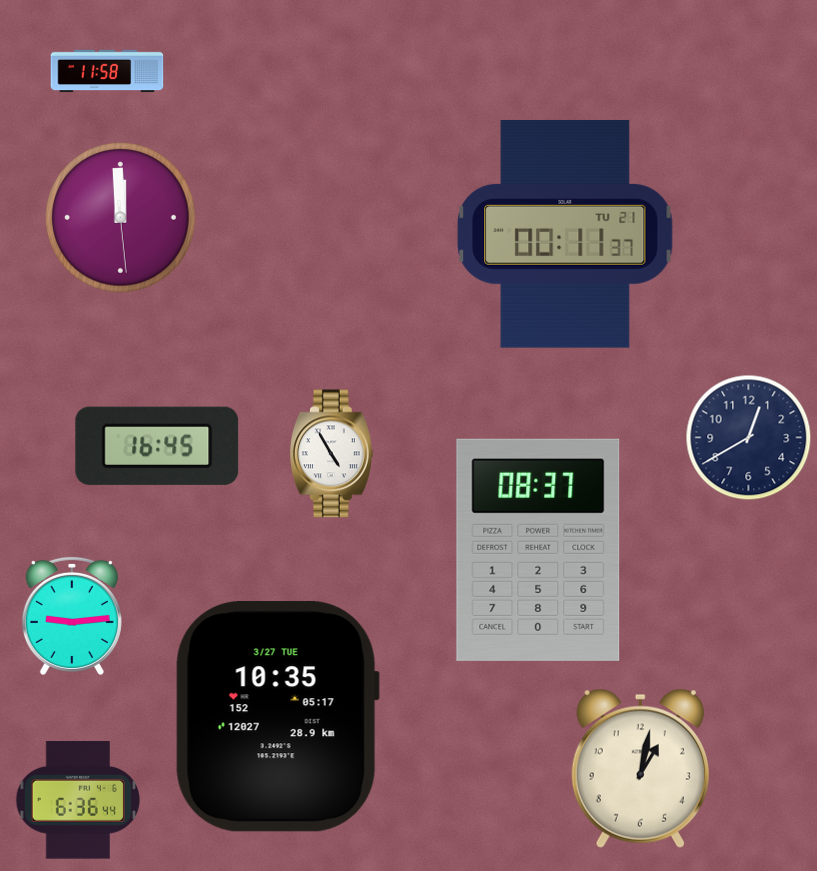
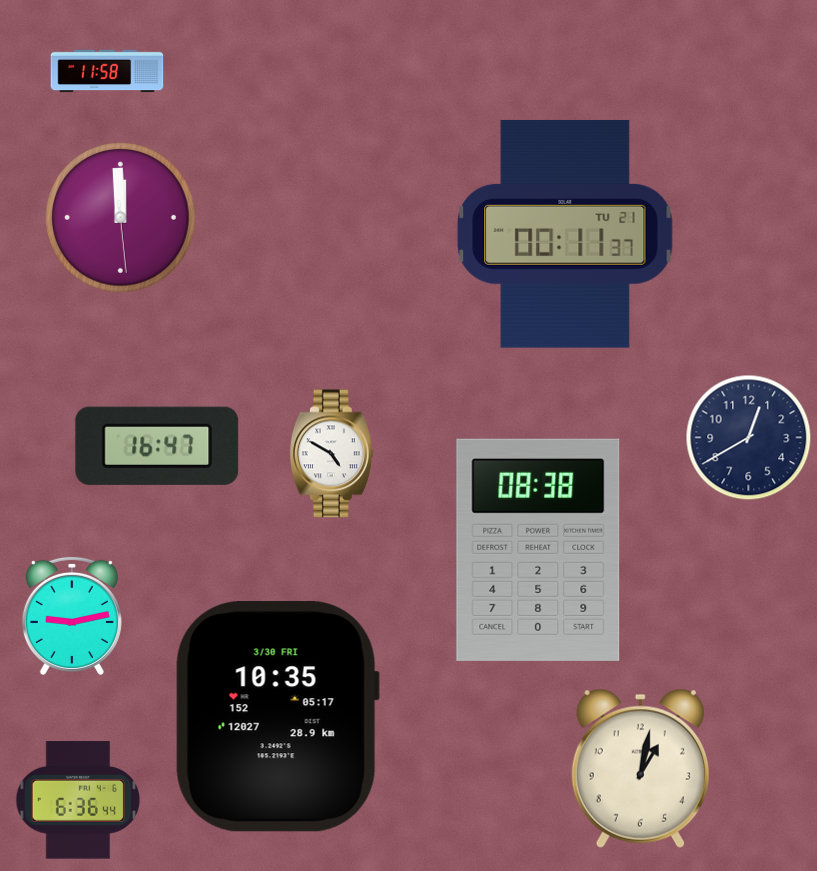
clock at (157, 446): 16:45 -> 16:47
clock at (331, 454): 4:55 -> 4:50
clock at (538, 550): 08:37 -> 08:38
clock at (72, 616): 9:14 -> 9:13
clock at (277, 717) date: 3/27 TUE -> 3/30 FRI
